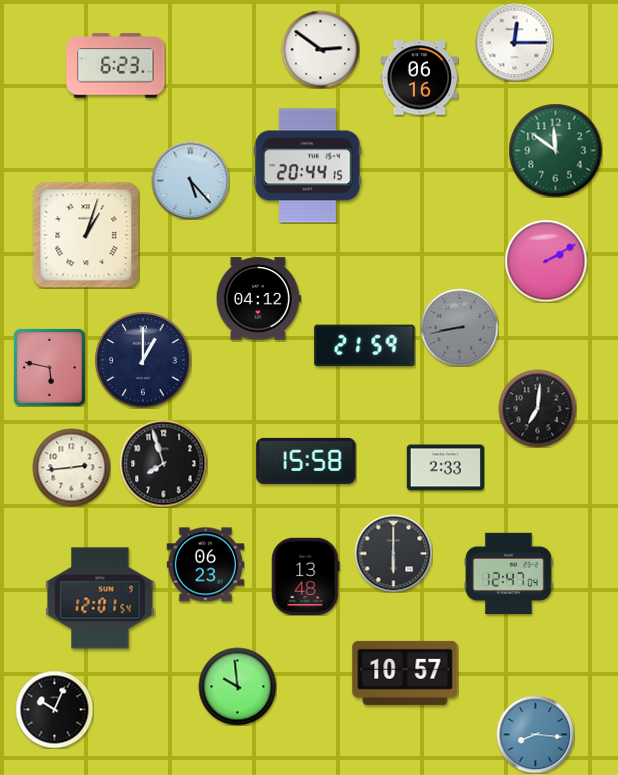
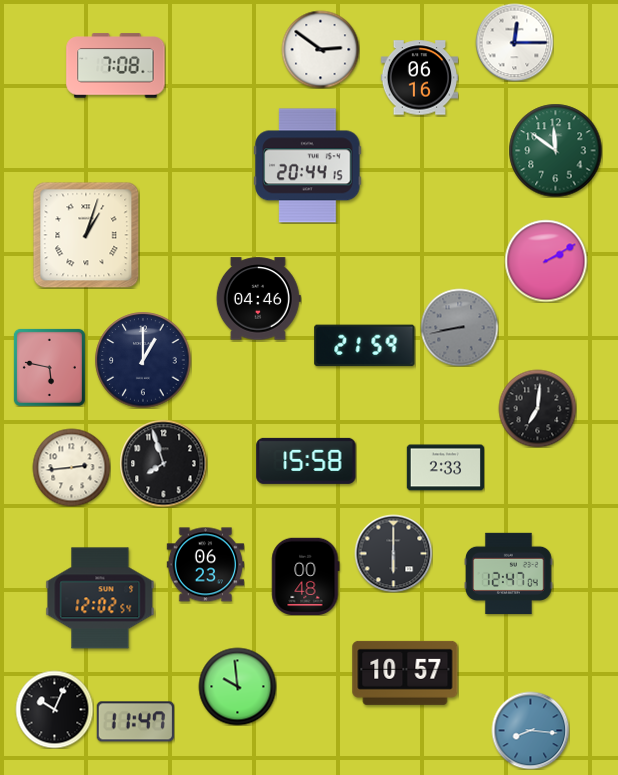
clock at (116, 66): 6:23 -> 7:08
clock at (190, 180): 5:23 -> none
clock at (258, 299): 04:12 -> 04:46
clock at (306, 576): 13:48 -> 00:48
clock at (100, 598): 12:01 -> 12:02
clock at (135, 722): none -> 11:47
clock at (535, 734) position: (535, 734) -> (530, 730)
